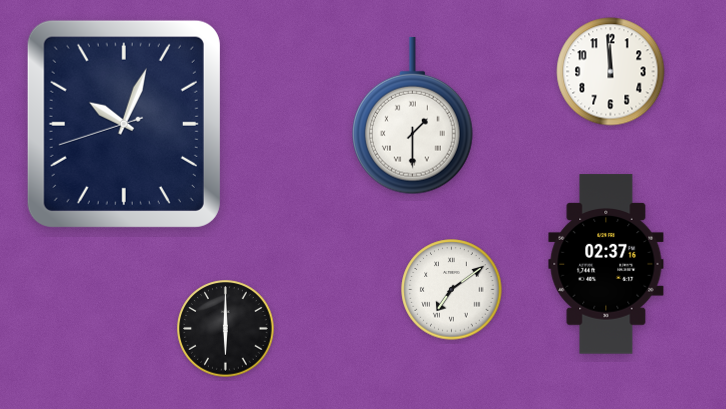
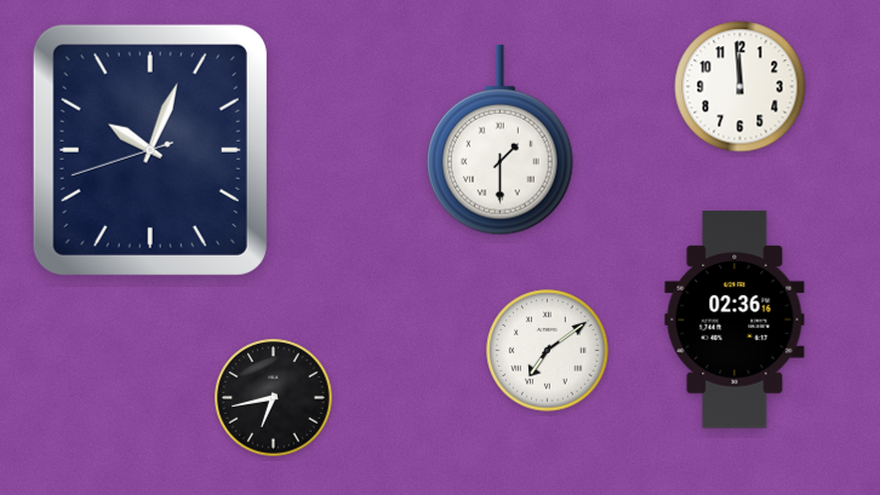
clock at (606, 264): 02:37 -> 02:36
clock at (226, 329): 6:00 -> 6:43
